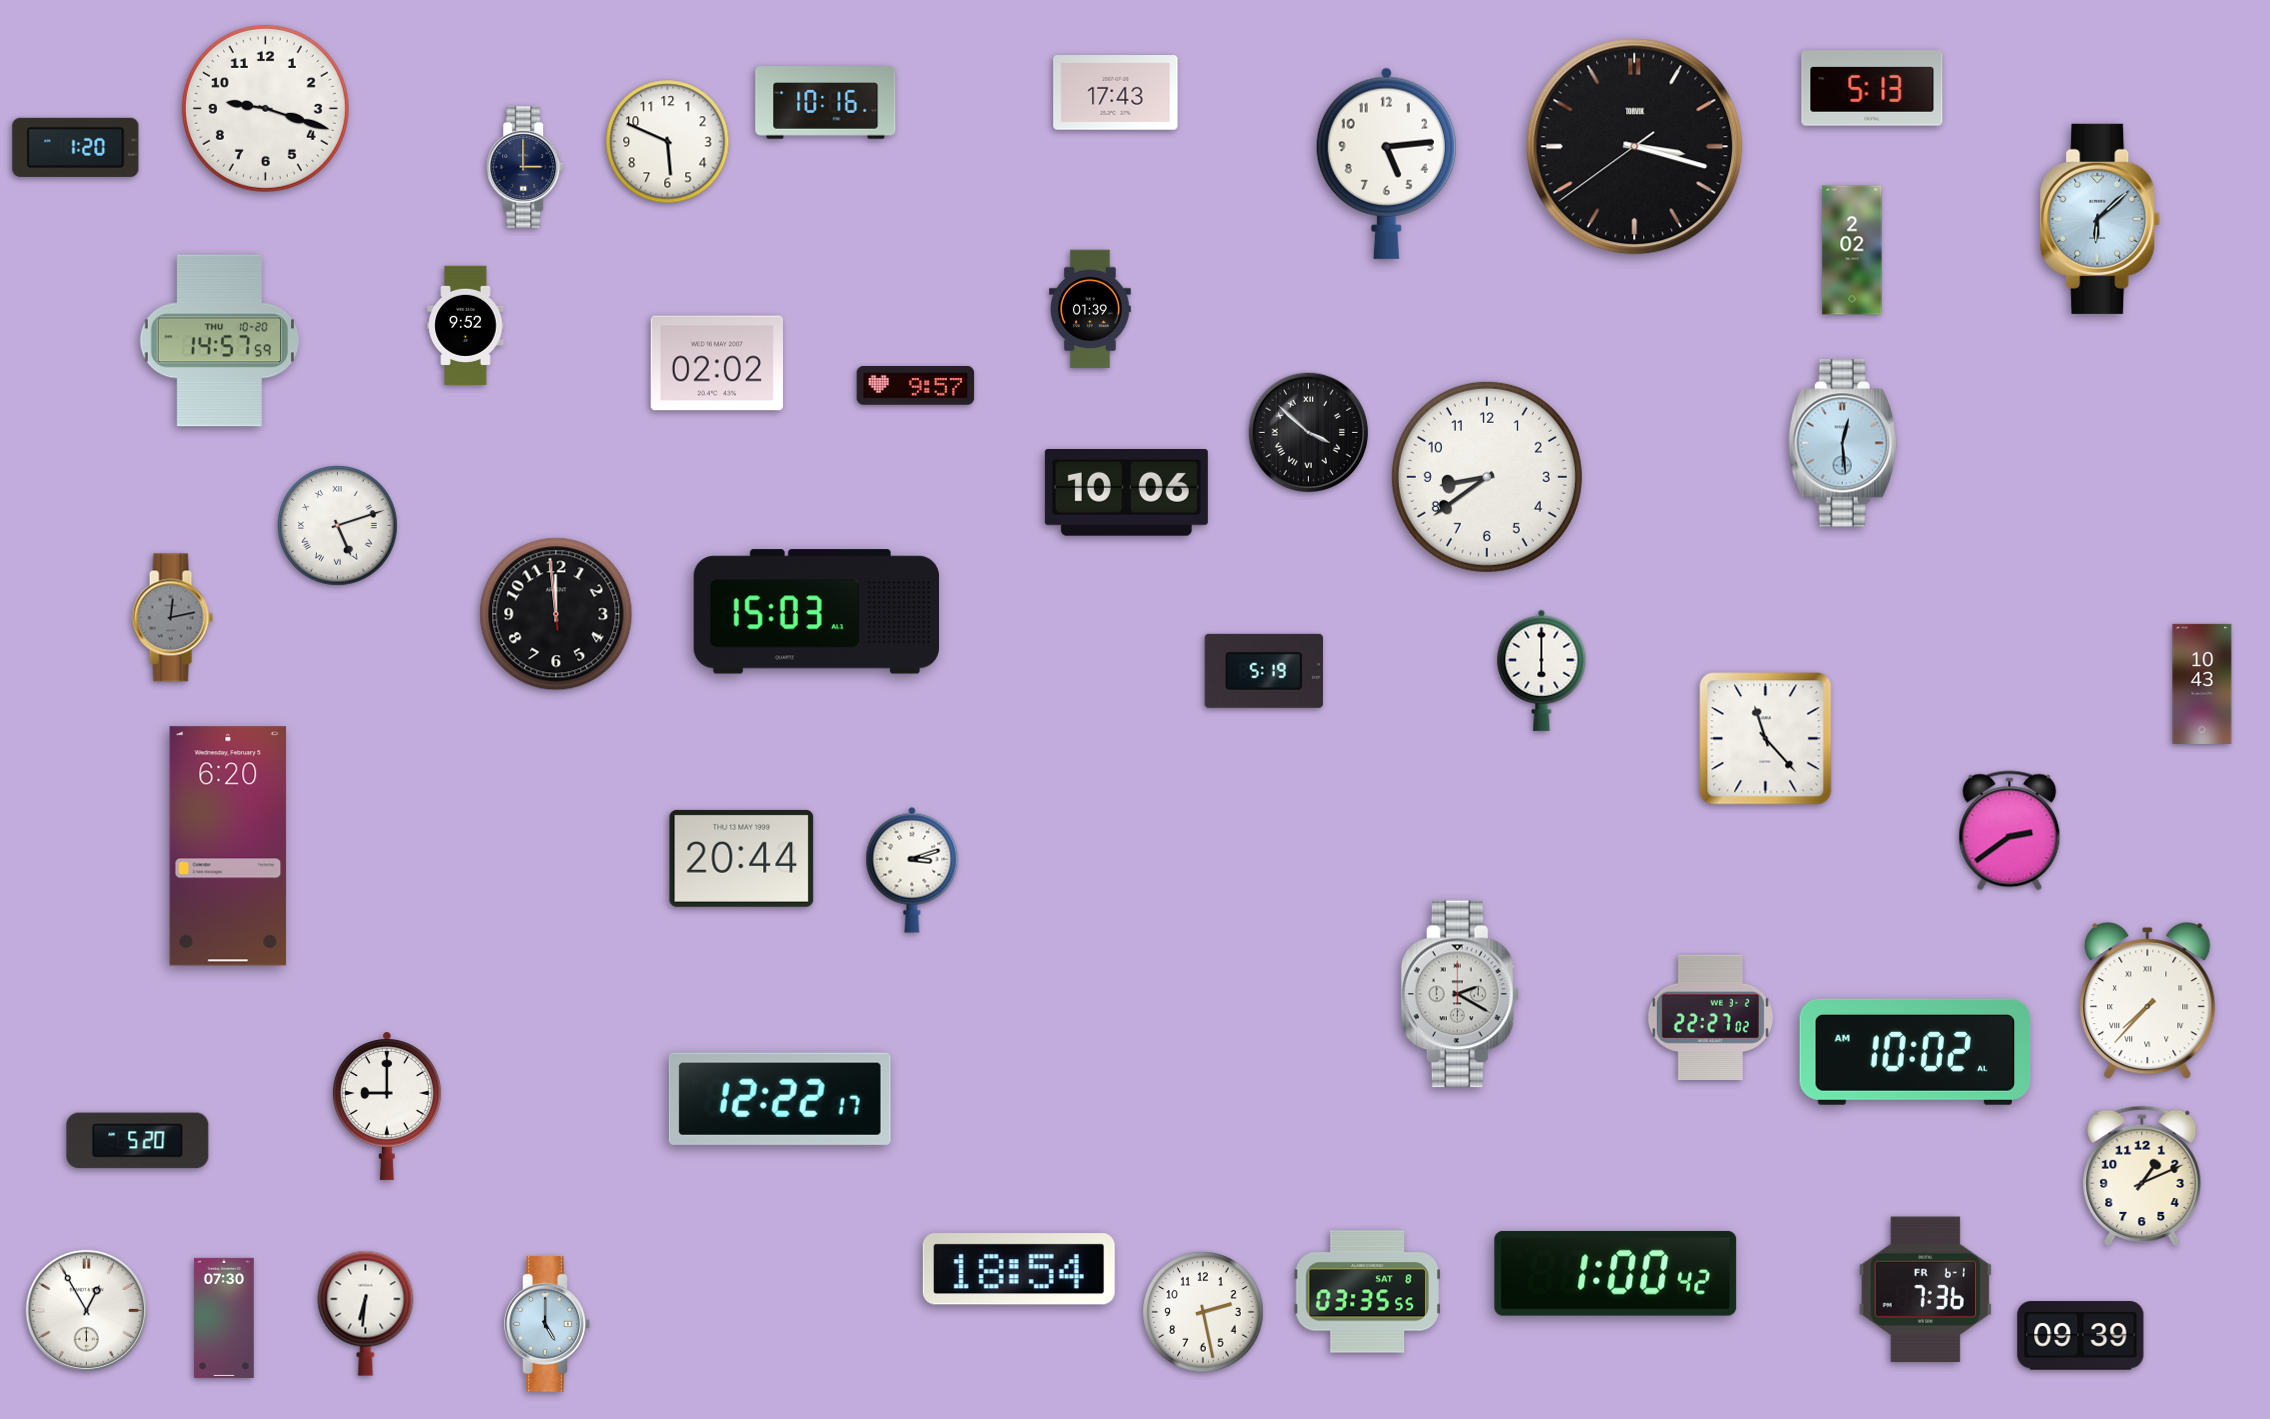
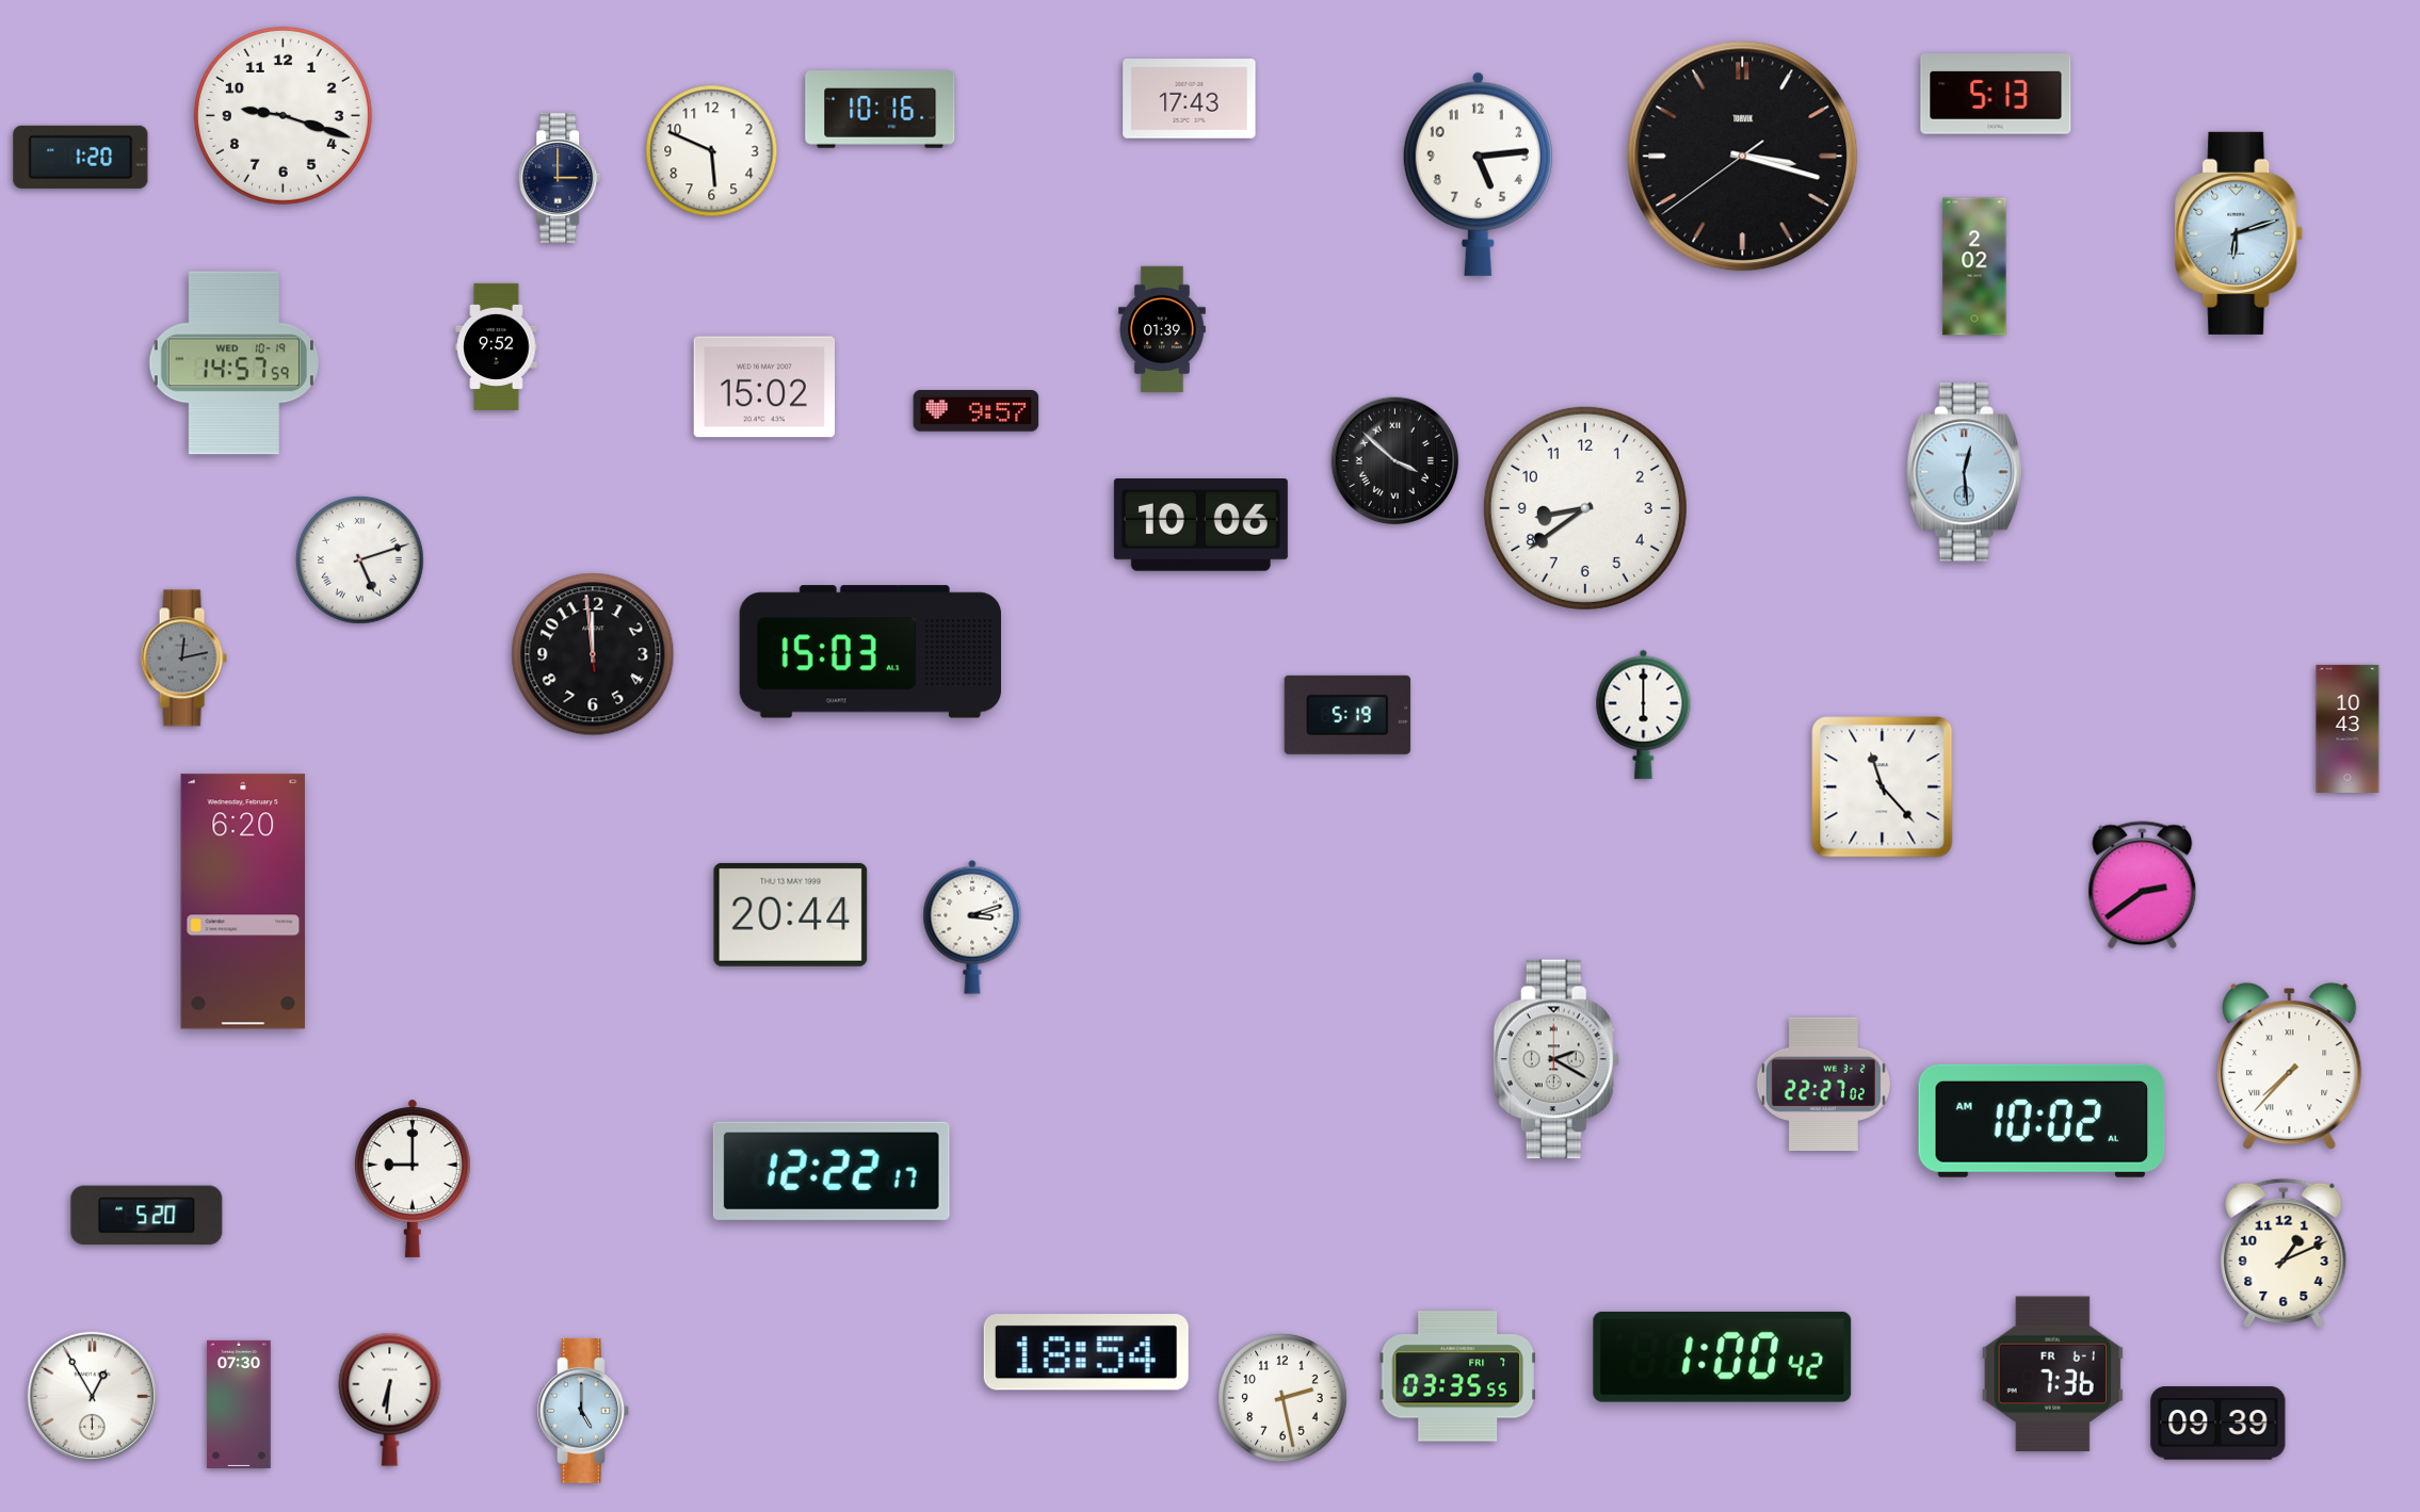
clock at (2100, 219): 6:08 -> 6:12
clock at (219, 341) date: THU 10-20 -> WED 10-19
clock at (716, 363): 02:02 -> 15:02
clock at (1367, 1292) date: SAT 8 -> FRI 7
